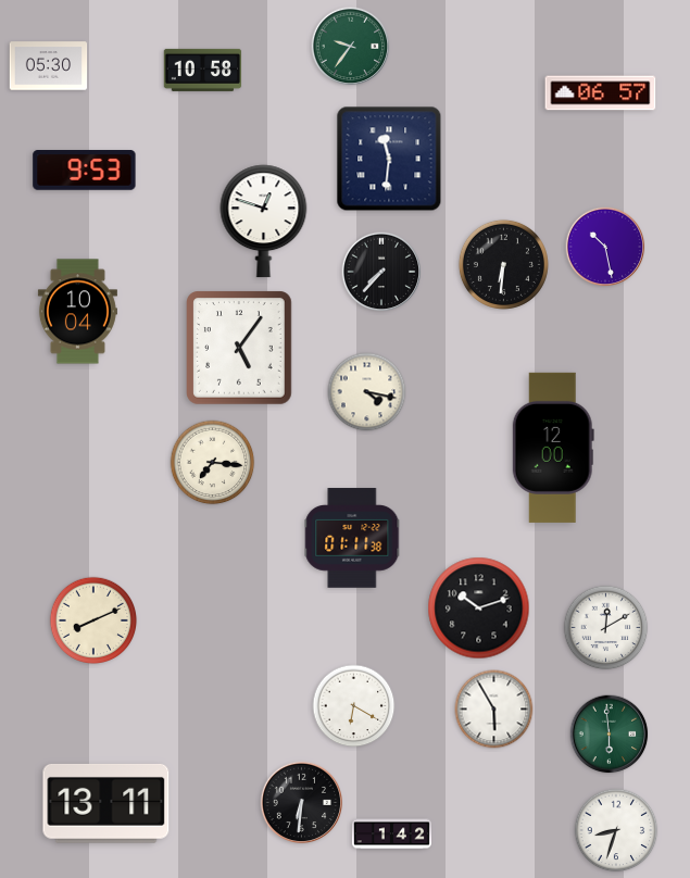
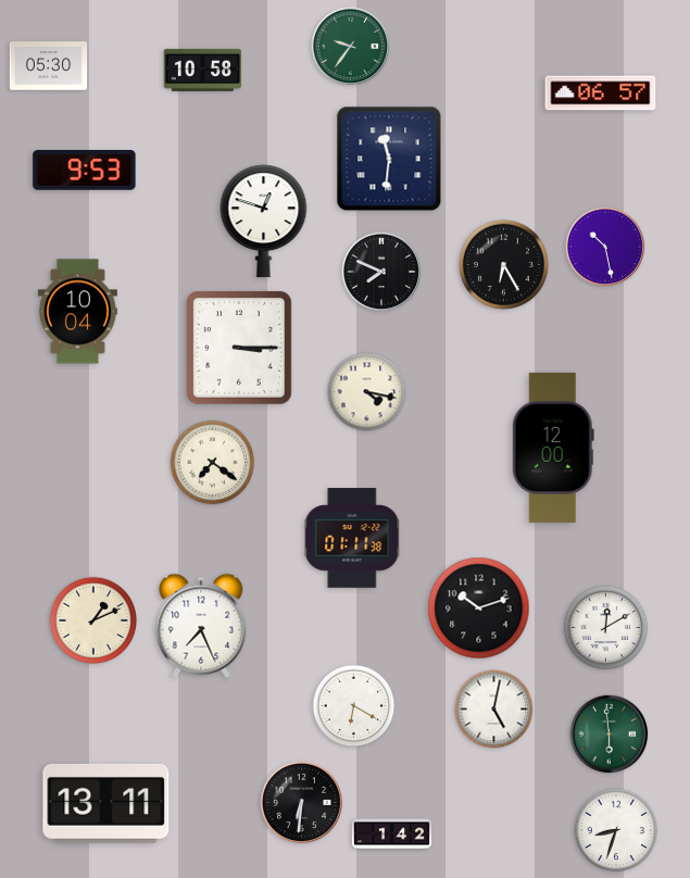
clock at (503, 264): 6:31 -> 6:25
clock at (381, 272): 7:37 -> 7:49
clock at (240, 348): 5:06 -> 3:15
clock at (213, 463): 7:16 -> 7:21
clock at (93, 620): 8:11 -> 1:11
clock at (201, 626): none -> 7:26
clock at (494, 710): 5:55 -> 5:02
